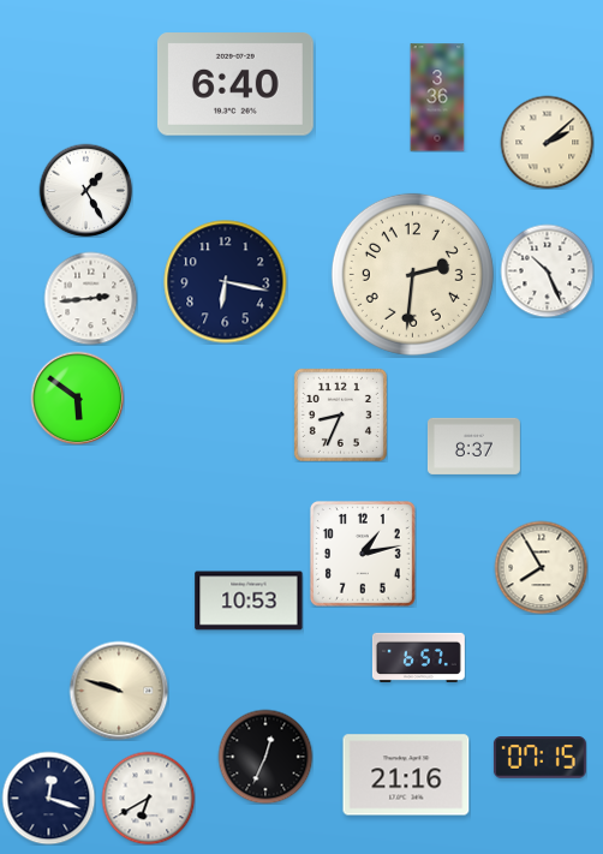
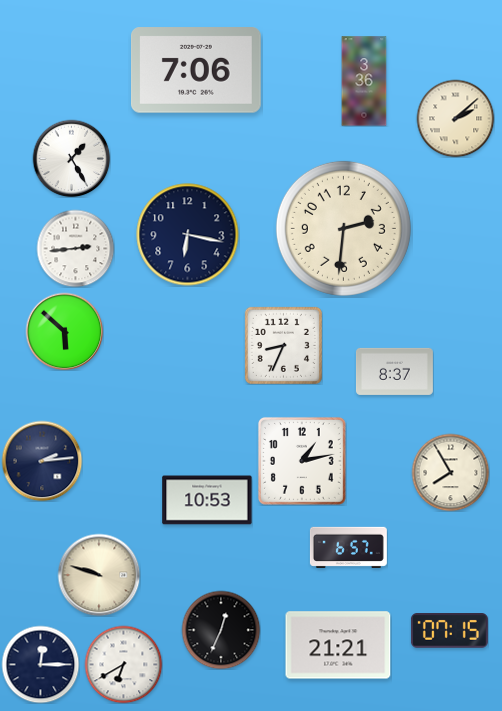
clock at (235, 84): 6:40 -> 7:06
clock at (547, 270): 10:26 -> none
clock at (77, 398): 5:51 -> 5:52
clock at (42, 461): none -> 2:14
clock at (406, 775): 21:16 -> 21:21
clock at (48, 798): 12:18 -> 12:15
